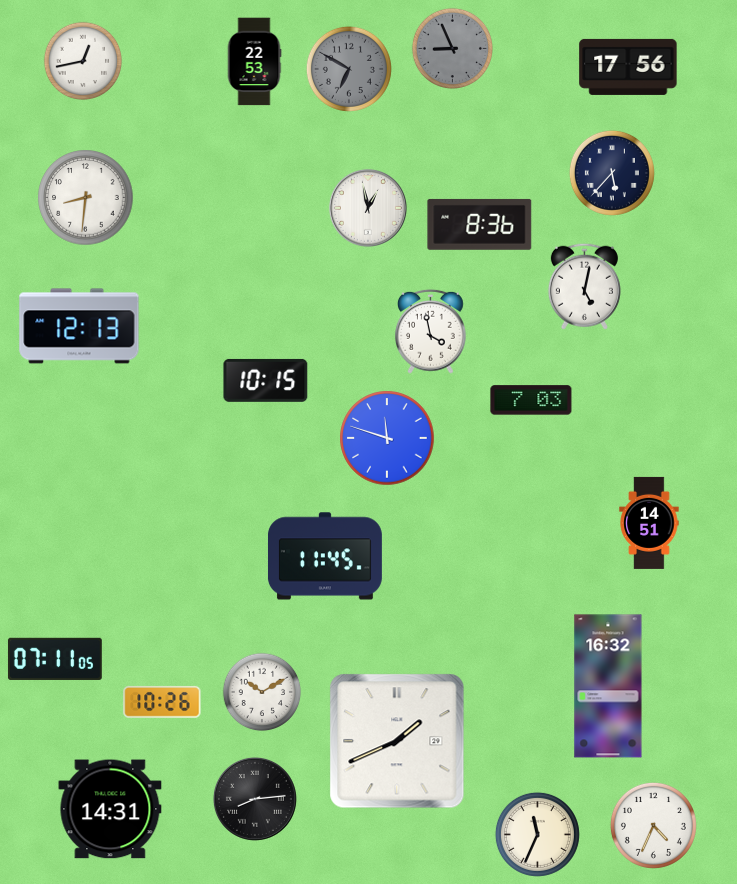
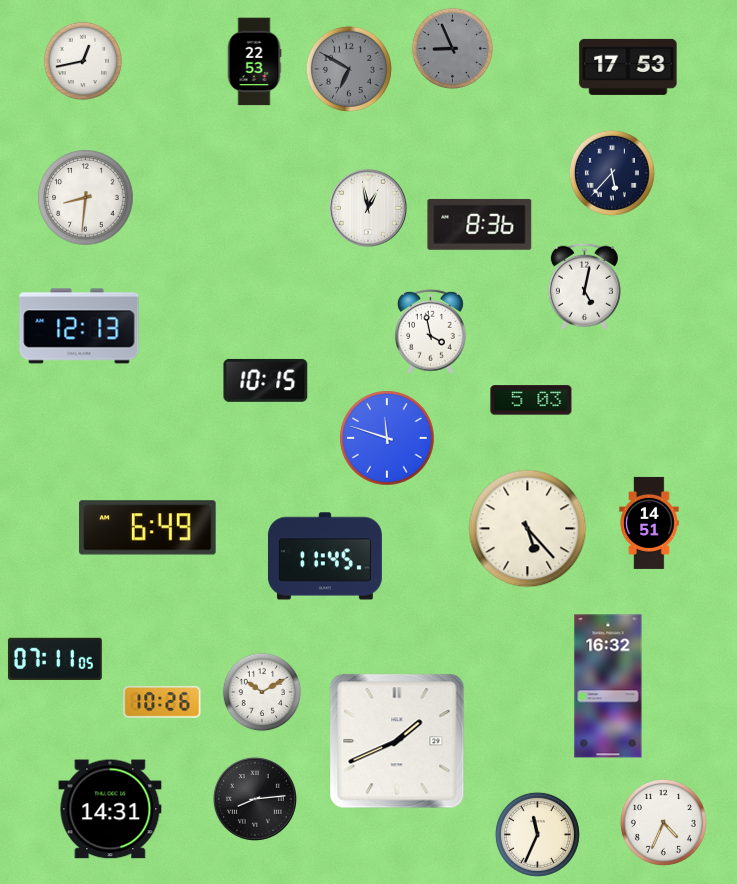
clock at (628, 67): 17:56 -> 17:53
clock at (531, 400): 7:03 -> 5:03
clock at (148, 528): none -> 6:49
clock at (528, 529): none -> 5:23
clock at (653, 825) position: (653, 825) -> (663, 822)
